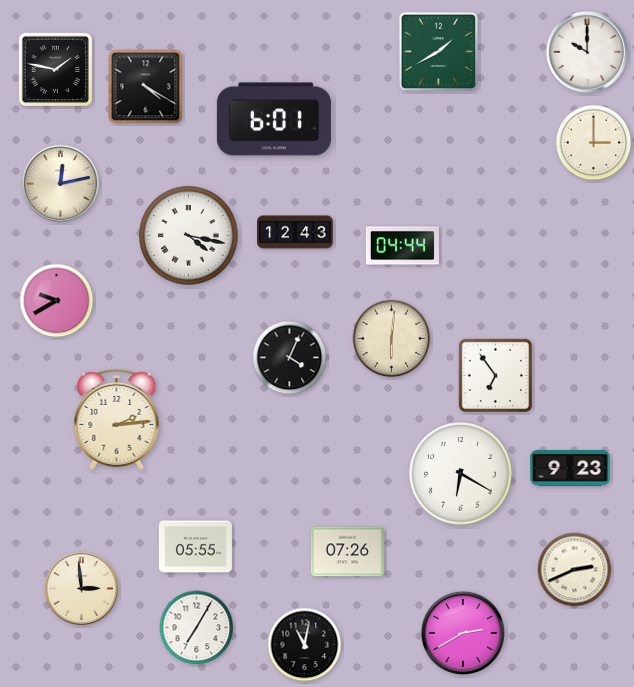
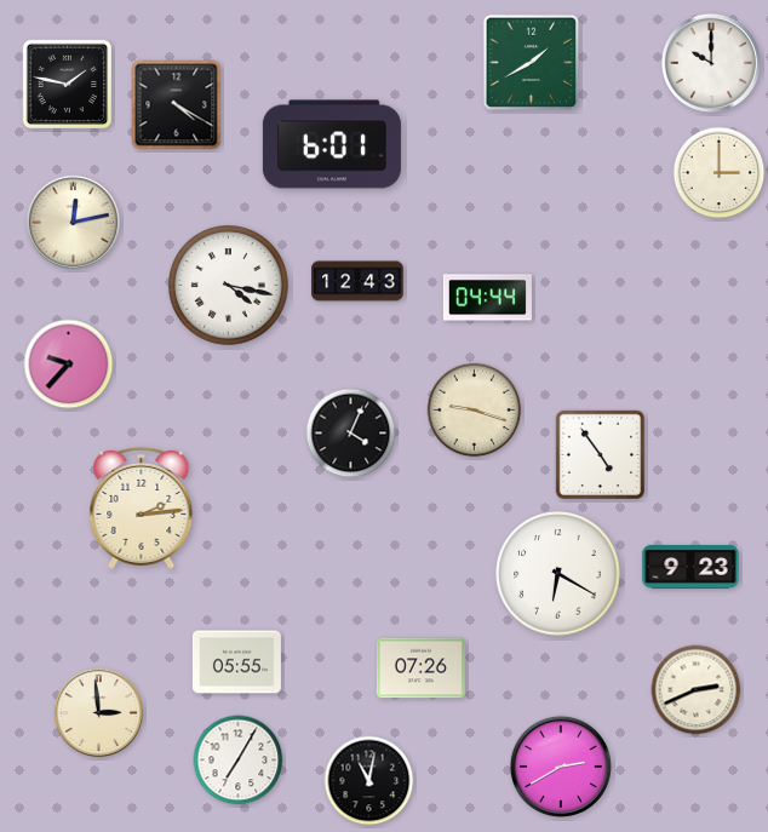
clock at (57, 301): 9:40 -> 9:37
clock at (392, 339): 6:01 -> 9:18
clock at (496, 376): 6:54 -> 4:54
